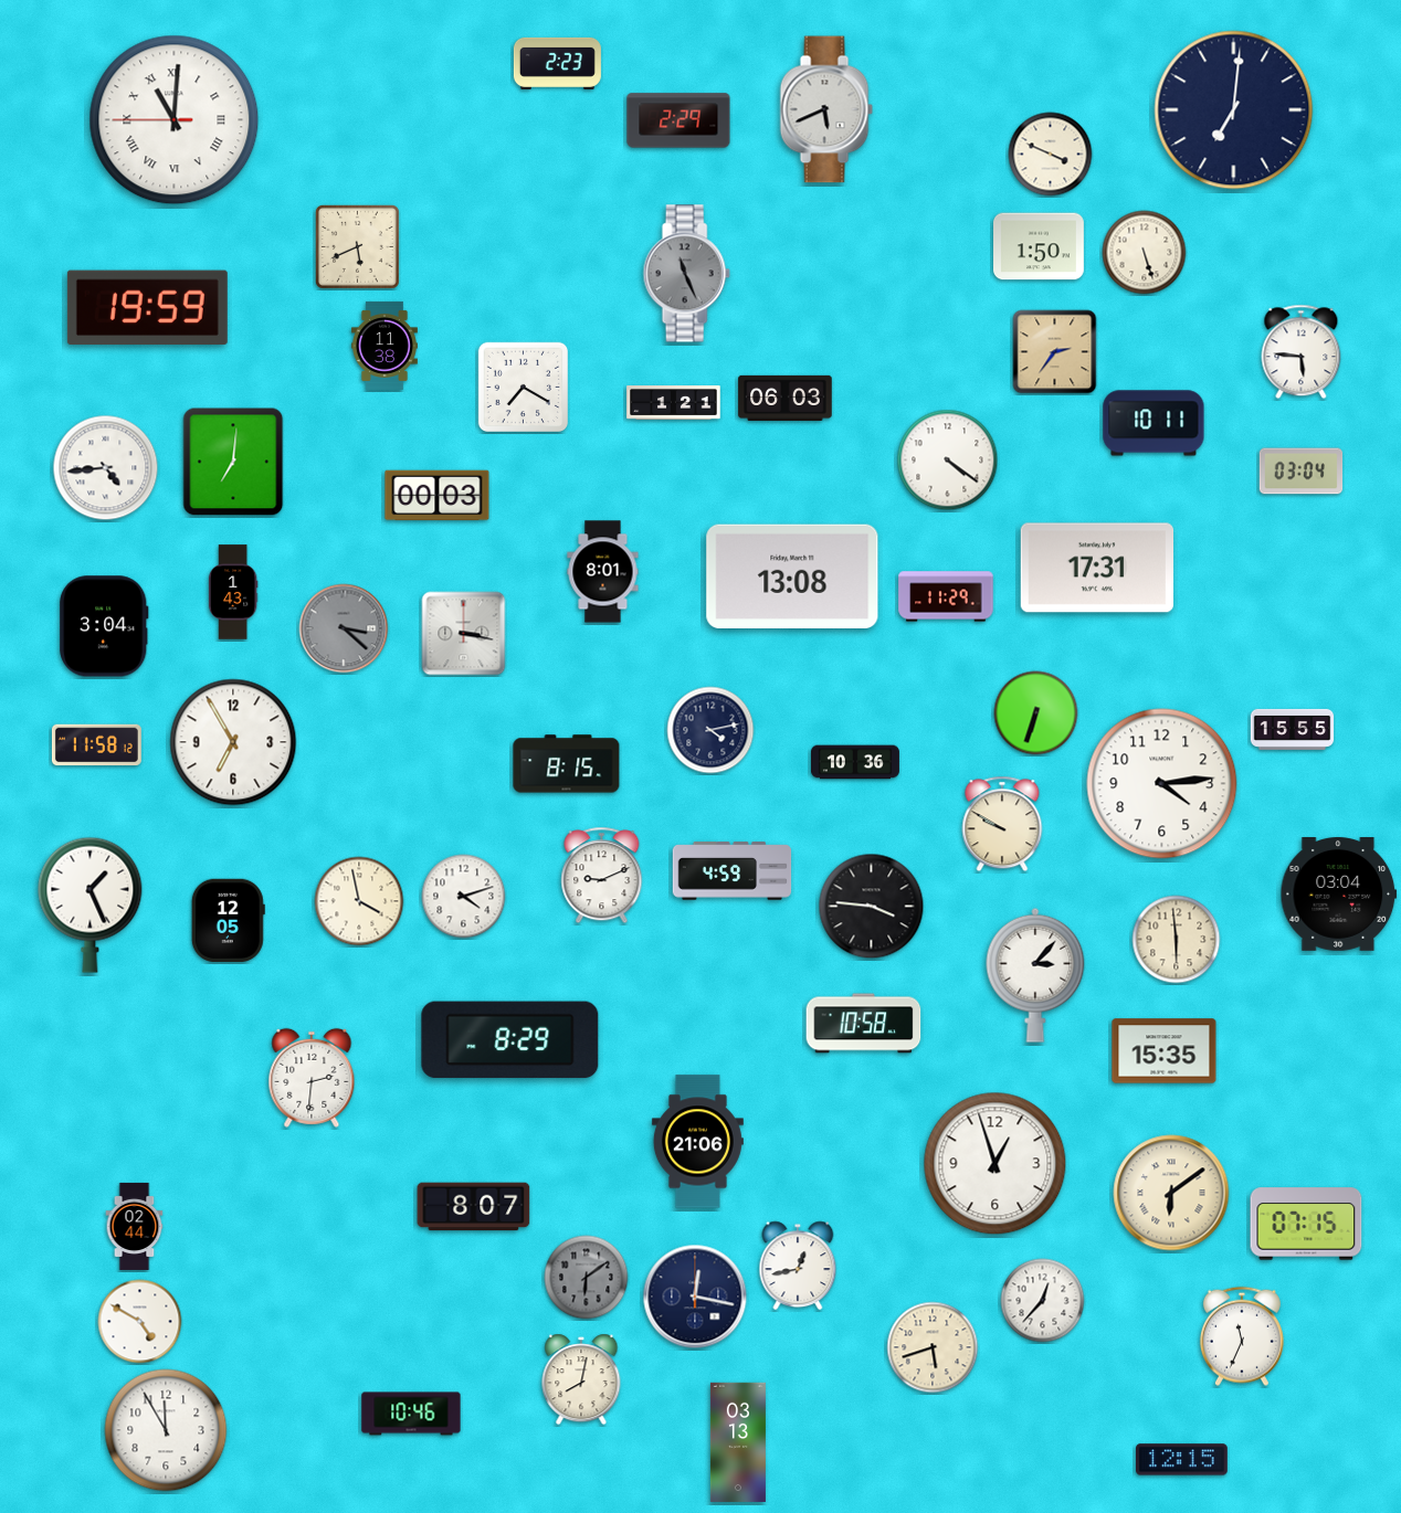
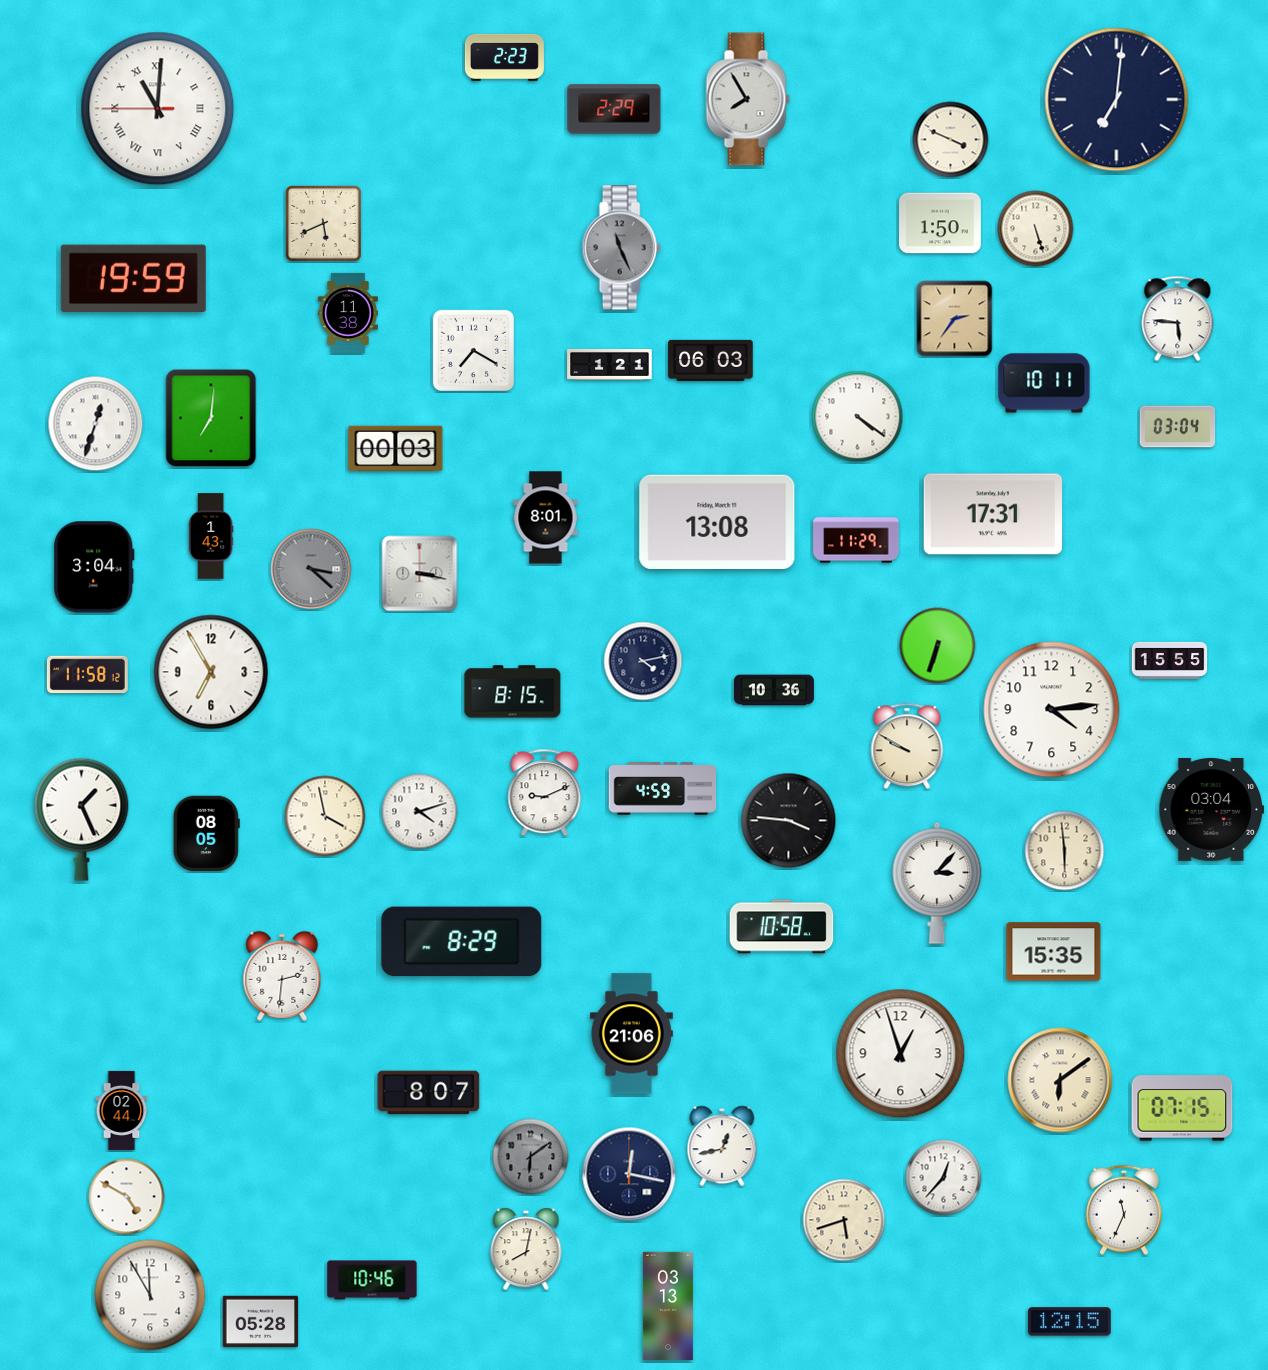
clock at (826, 109): 5:41 -> 7:55
clock at (106, 468): 4:44 -> 12:33
clock at (228, 921): 12:05 -> 08:05
clock at (261, 1322): none -> 05:28
